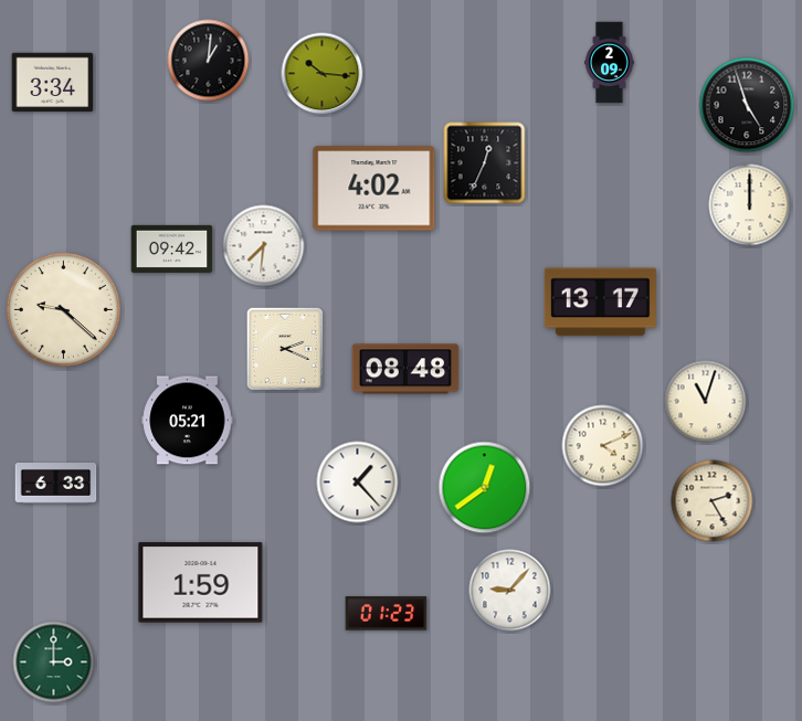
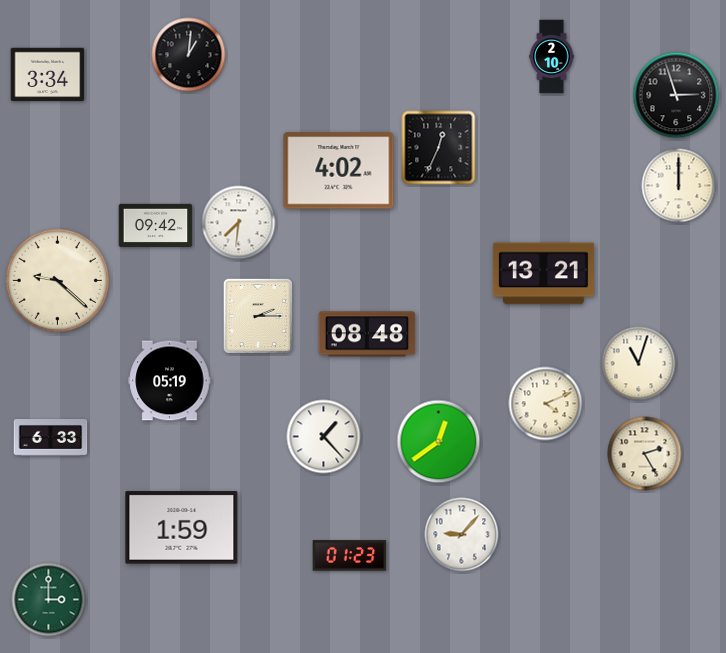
clock at (610, 63): 2:09 -> 2:10
clock at (323, 74): 10:16 -> none
clock at (747, 105): 4:57 -> 2:57
clock at (600, 303): 13:17 -> 13:21
clock at (285, 348): 2:19 -> 2:15
clock at (188, 421): 05:21 -> 05:19
